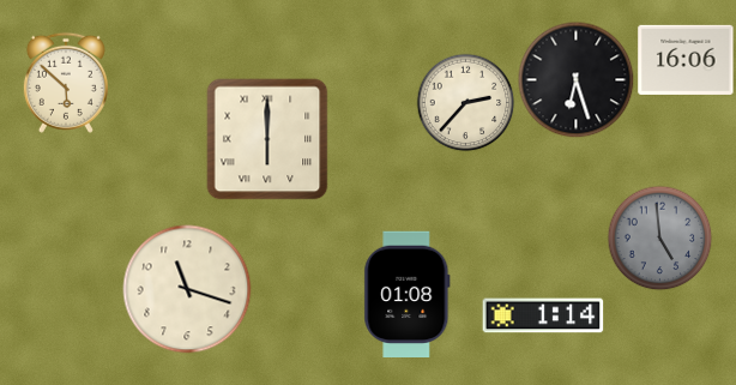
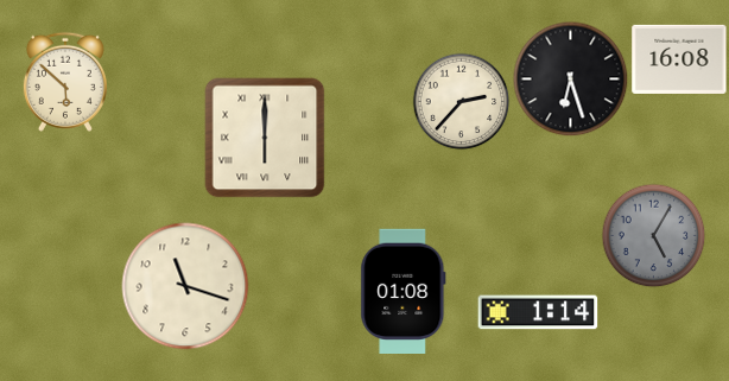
clock at (686, 60): 16:06 -> 16:08
clock at (659, 237): 4:59 -> 5:05
